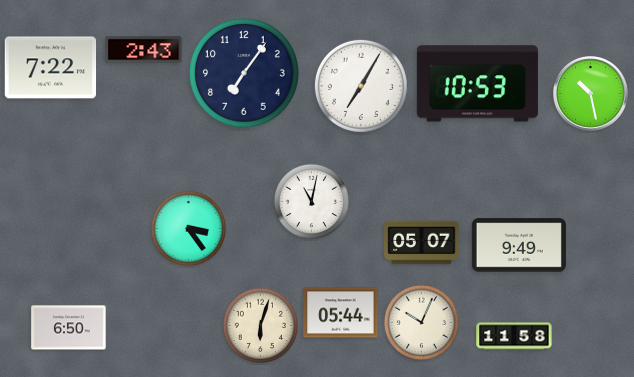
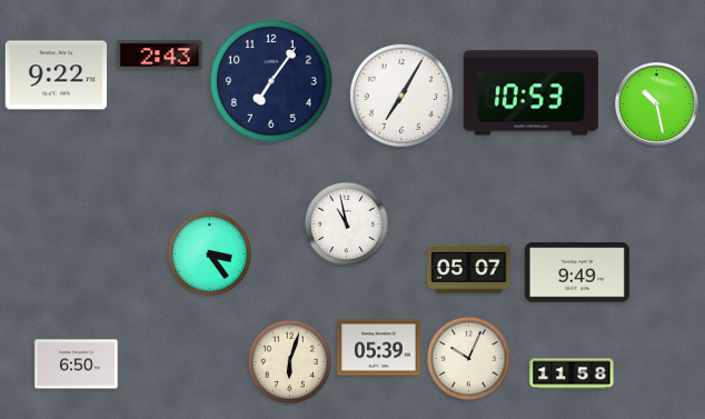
clock at (51, 68): 7:22 -> 9:22
clock at (311, 201): 11:02 -> 10:58
clock at (341, 313): 05:44 -> 05:39
